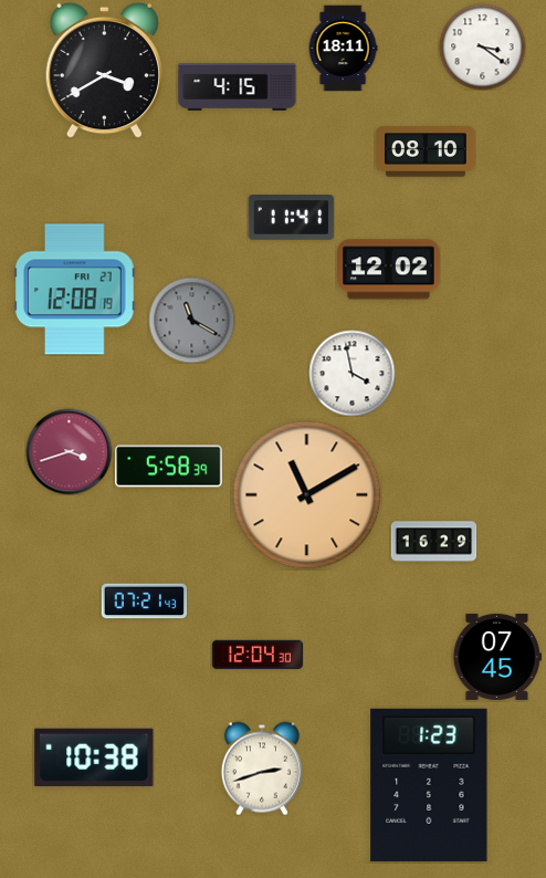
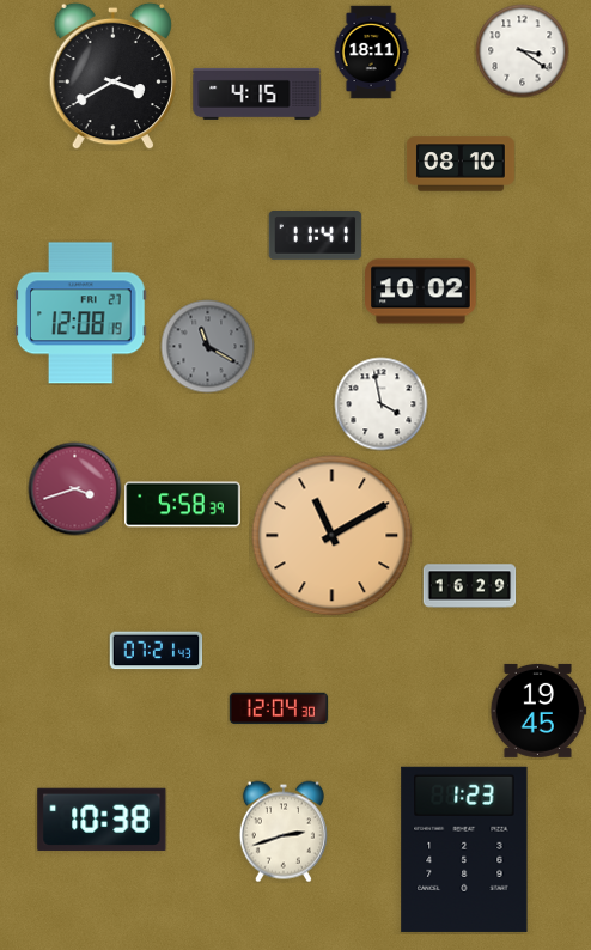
clock at (389, 270): 12:02 -> 10:02
clock at (496, 657): 07:45 -> 19:45
